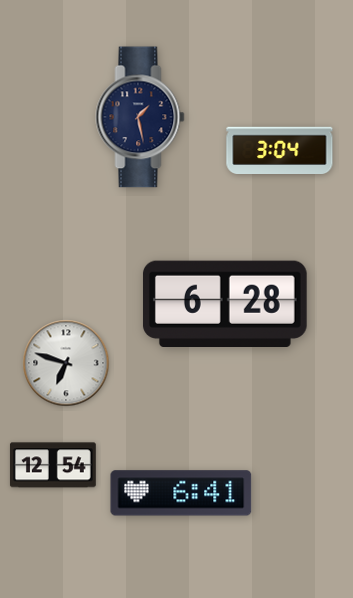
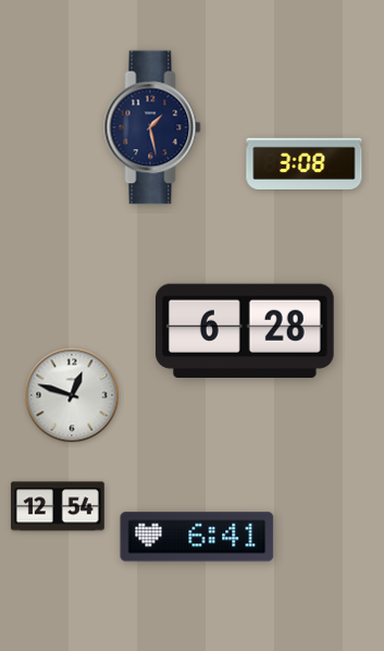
clock at (280, 150): 3:04 -> 3:08
clock at (66, 363): 6:48 -> 12:48
